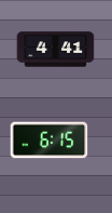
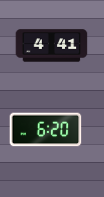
clock at (50, 141): 6:15 -> 6:20
